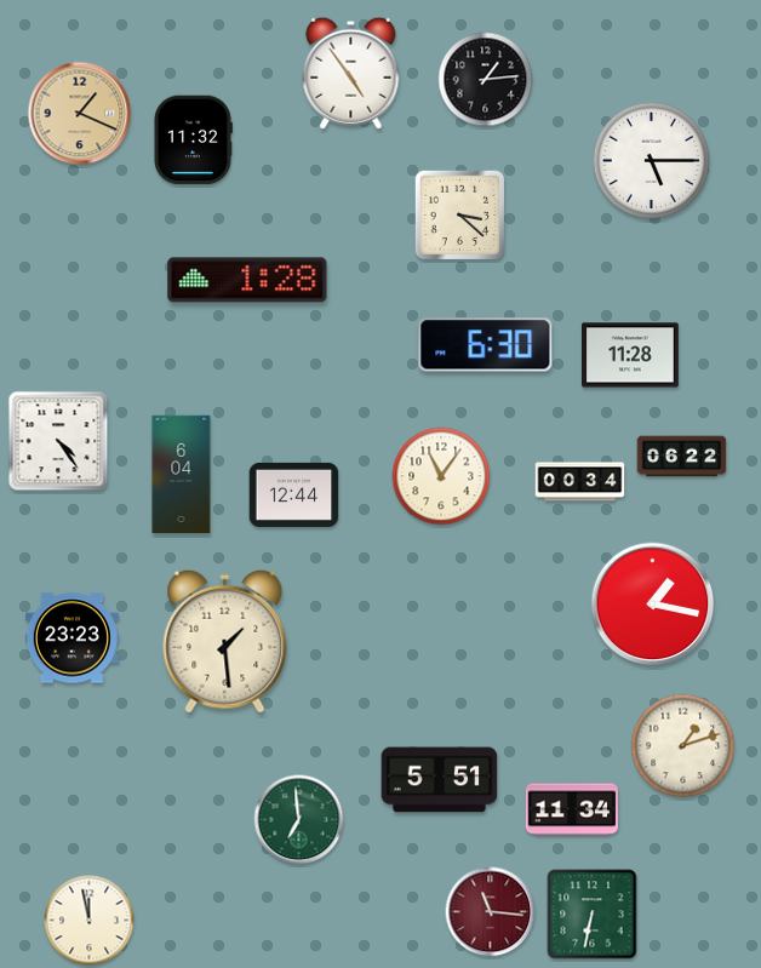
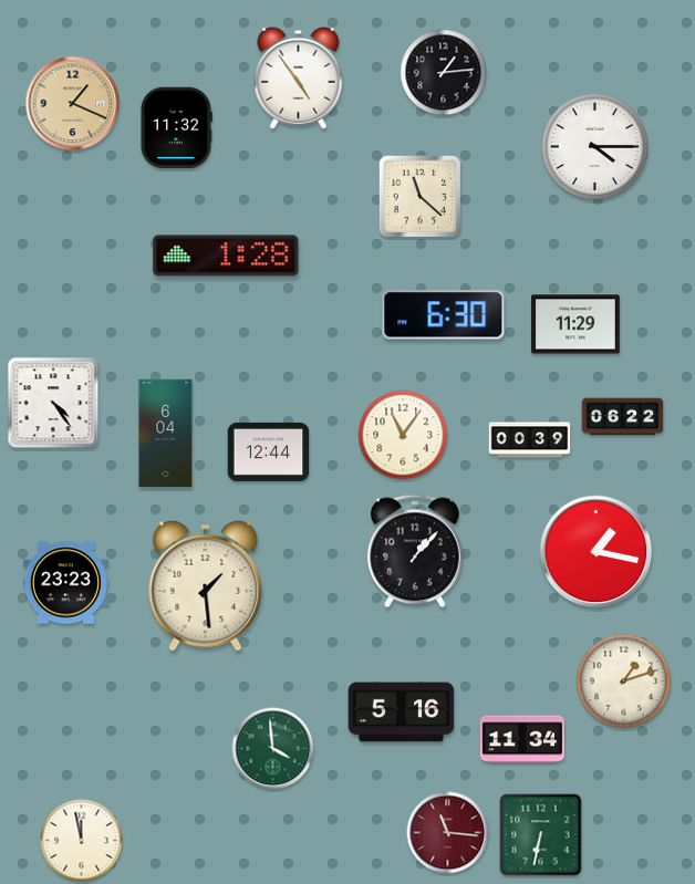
clock at (351, 73) position: (351, 73) -> (299, 77)
clock at (652, 161): 5:15 -> 4:15
clock at (460, 216): 3:22 -> 11:22
clock at (631, 355): 11:28 -> 11:29
clock at (580, 482): 00:34 -> 00:39
clock at (415, 551): none -> 1:07
clock at (440, 780): 5:51 -> 5:16
clock at (299, 820): 6:59 -> 3:59
